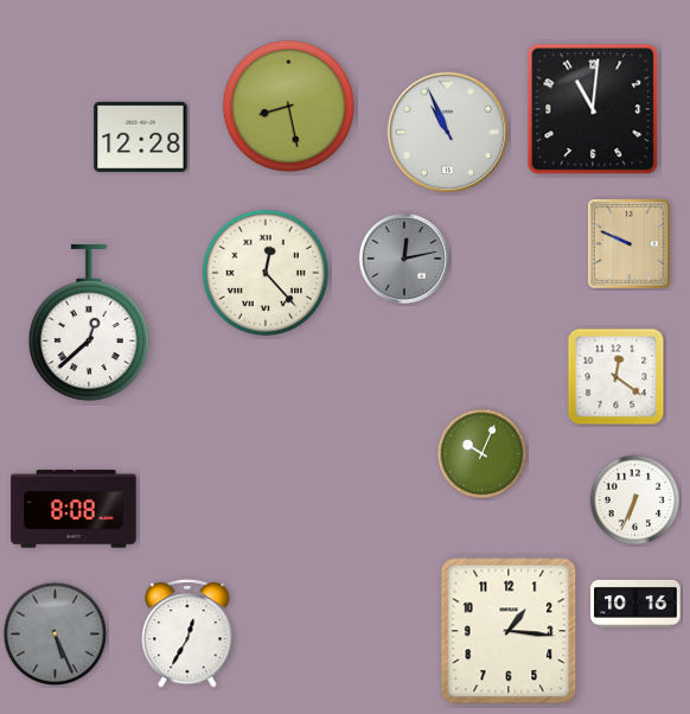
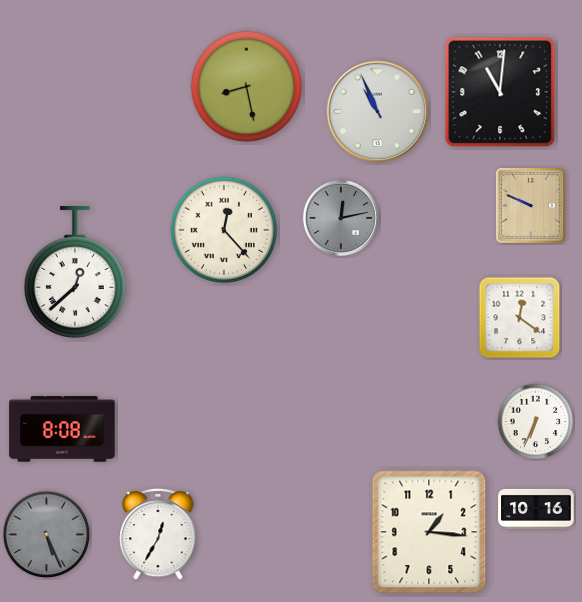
clock at (288, 106) position: (288, 106) -> (246, 86)
clock at (141, 136): 12:28 -> none
clock at (483, 454): 10:04 -> none
